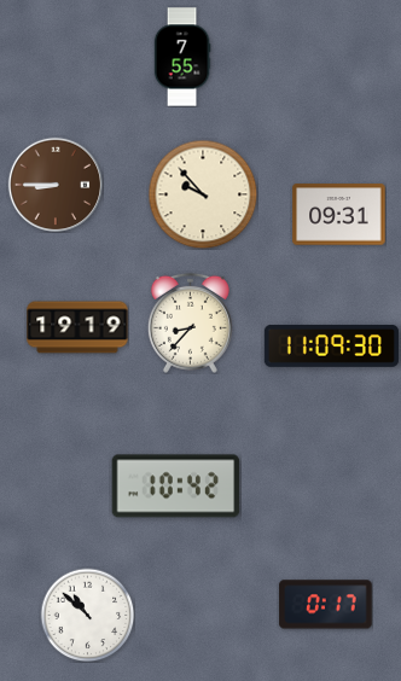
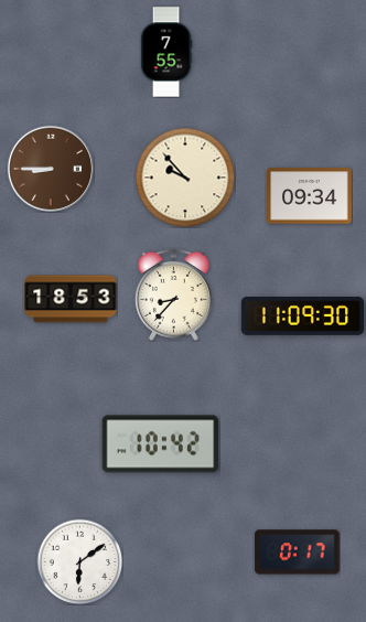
clock at (339, 215): 09:31 -> 09:34
clock at (77, 327): 19:19 -> 18:53
clock at (87, 615): 10:52 -> 6:09
